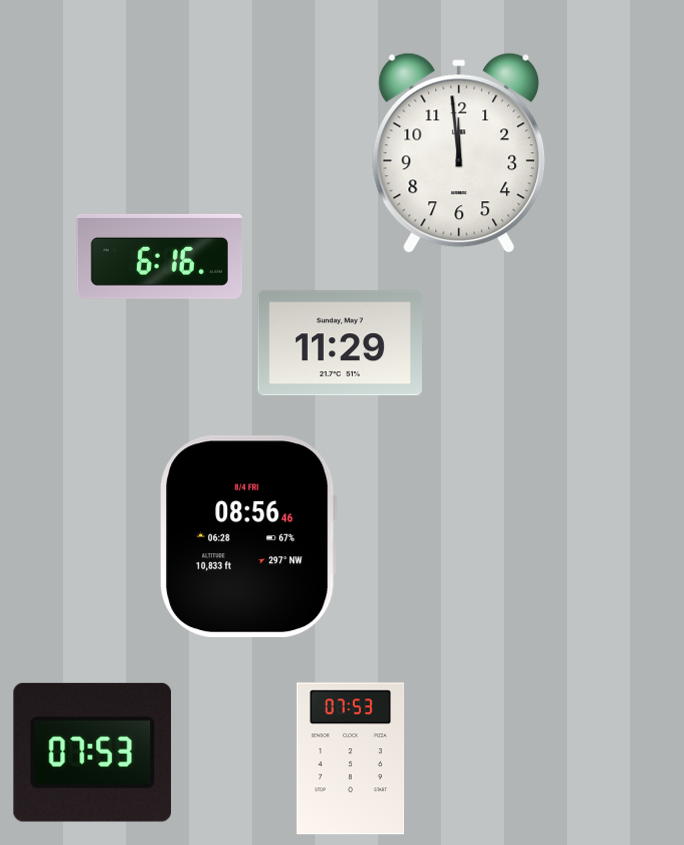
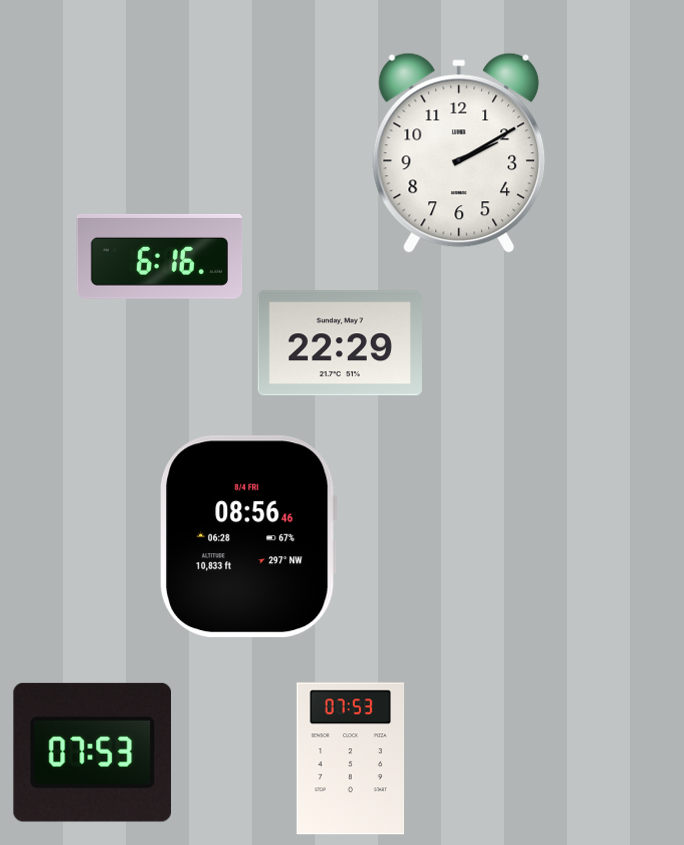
clock at (459, 153): 11:59 -> 2:10
clock at (339, 343): 11:29 -> 22:29
